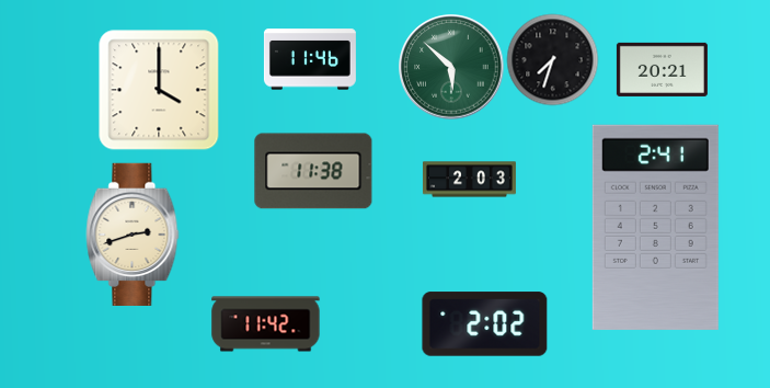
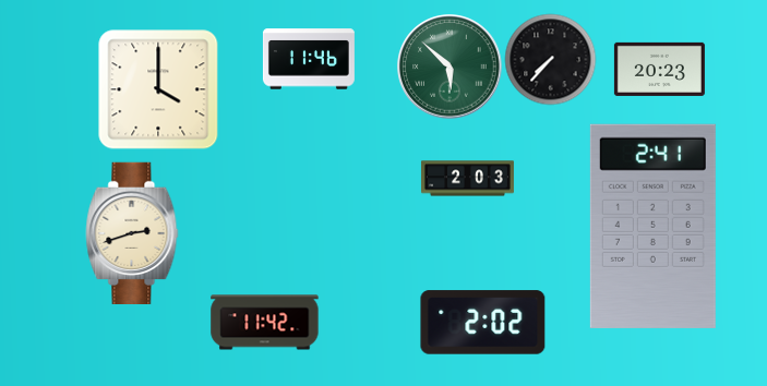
clock at (552, 59): 7:33 -> 7:37
clock at (662, 69): 20:21 -> 20:23
clock at (313, 171): 11:38 -> none
